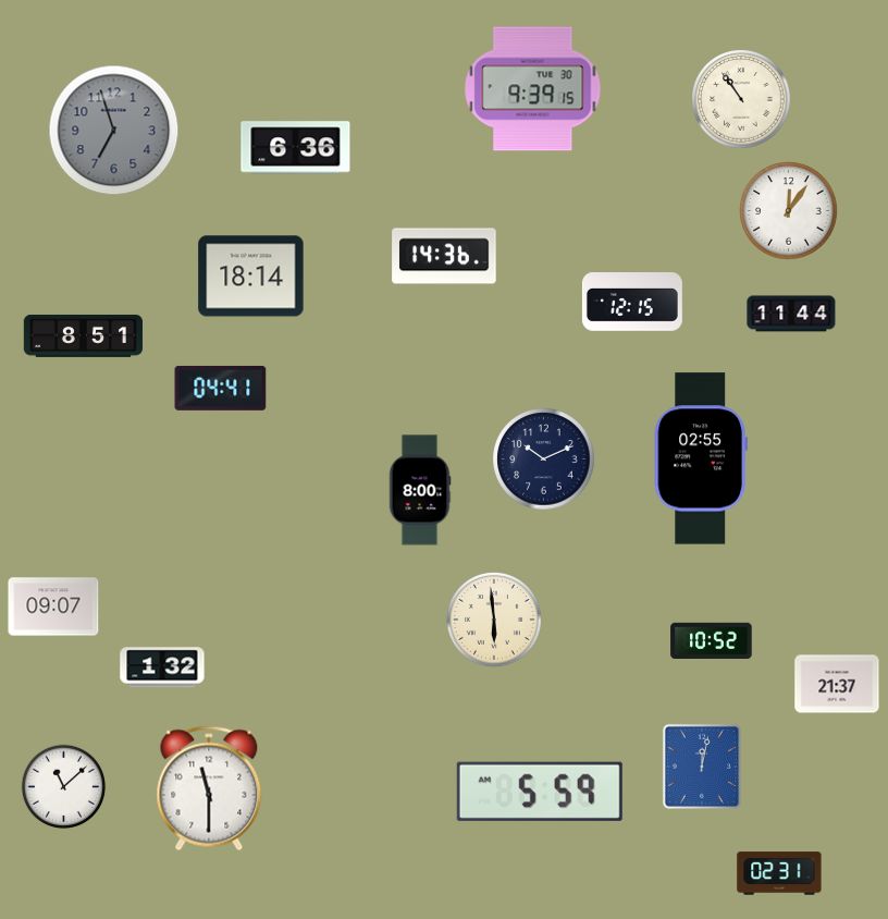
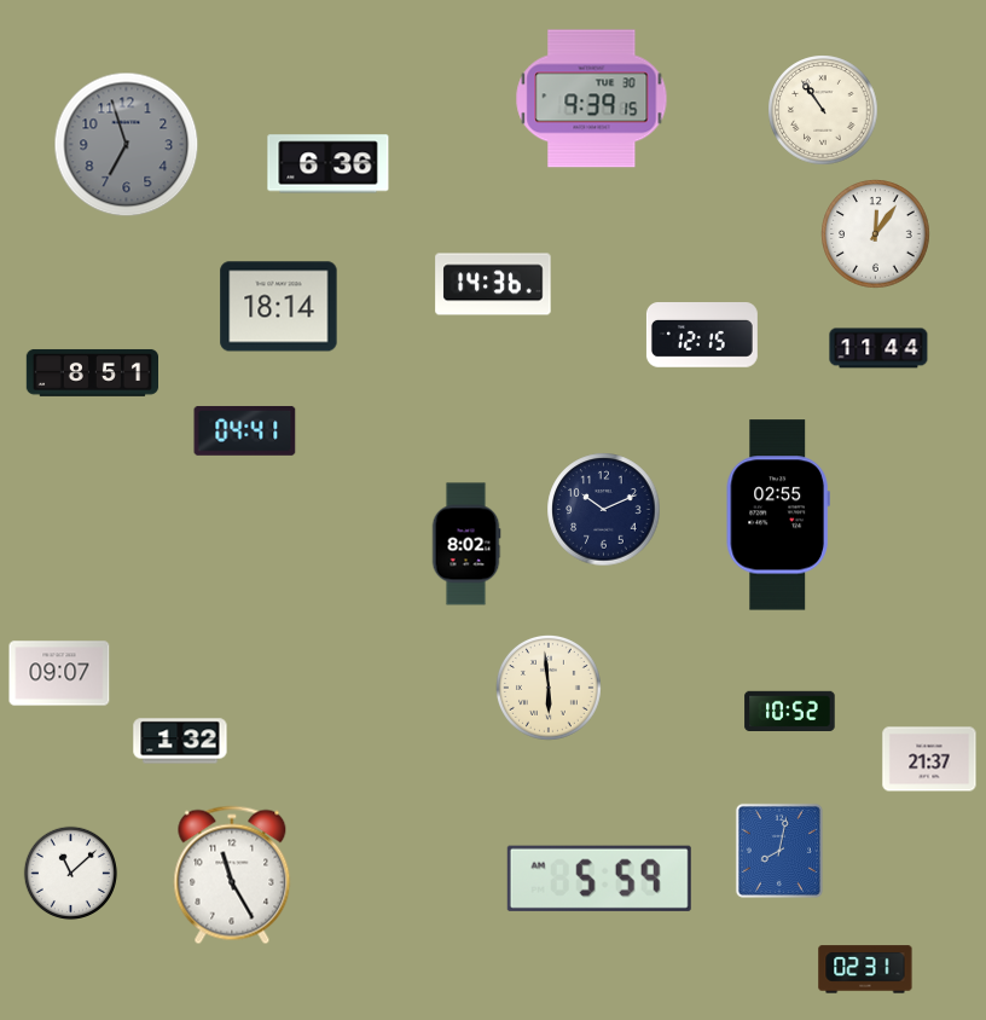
clock at (701, 458) position: (701, 458) -> (778, 515)
clock at (420, 490): 8:00 -> 8:02
clock at (702, 767): 12:02 -> 8:02
clock at (209, 788): 11:30 -> 11:25
